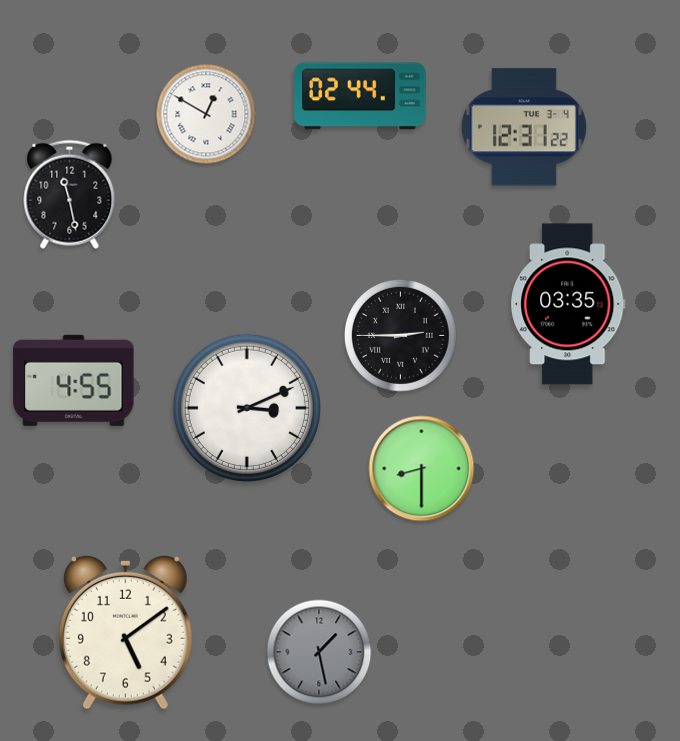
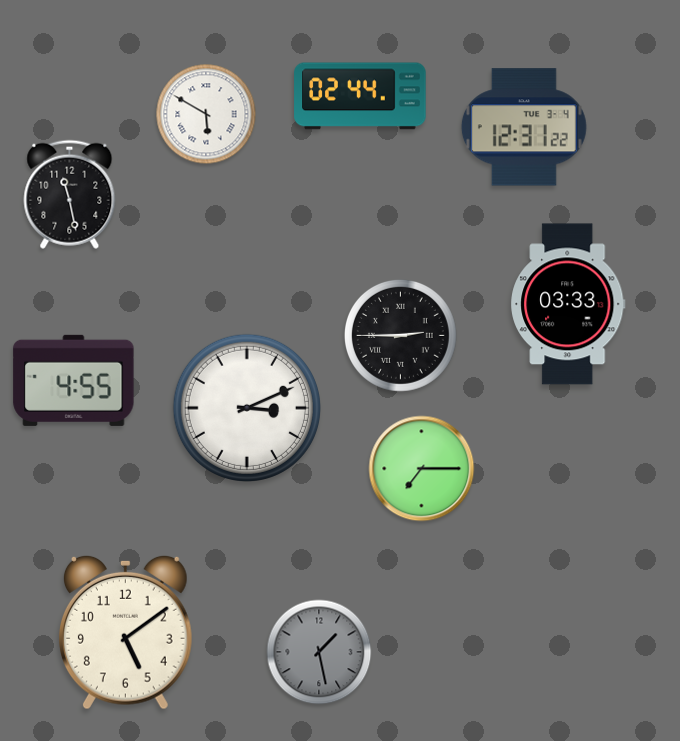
clock at (206, 114): 12:50 -> 5:50
clock at (568, 304): 03:35 -> 03:33
clock at (422, 469): 8:30 -> 7:15
